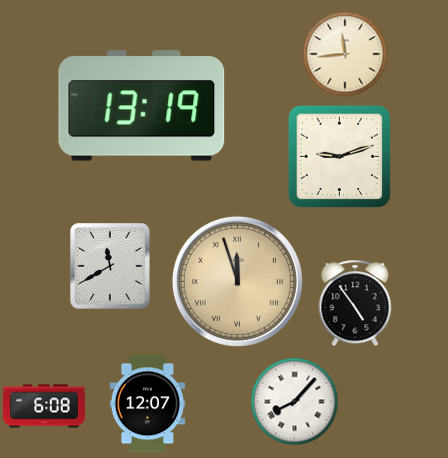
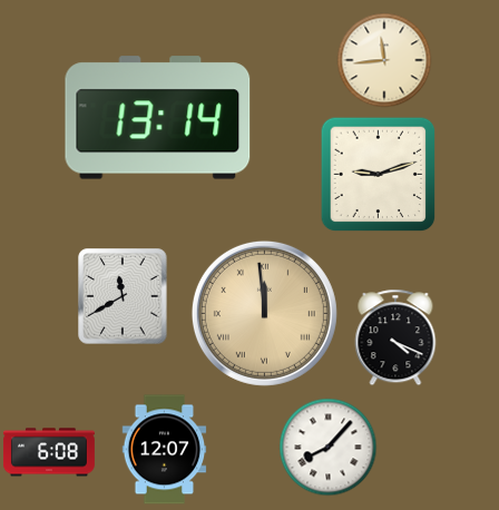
clock at (142, 106): 13:19 -> 13:14
clock at (237, 281): 11:57 -> 11:59
clock at (355, 303): 4:54 -> 4:19
